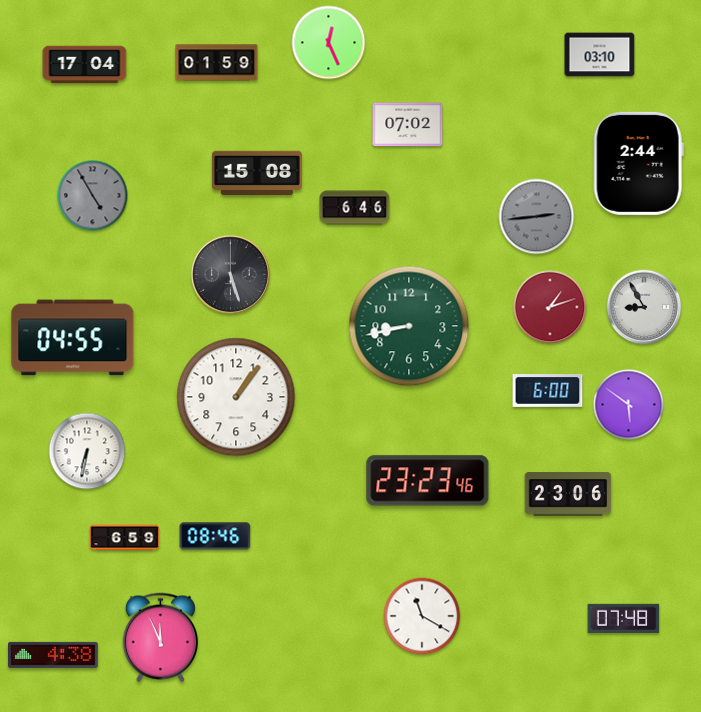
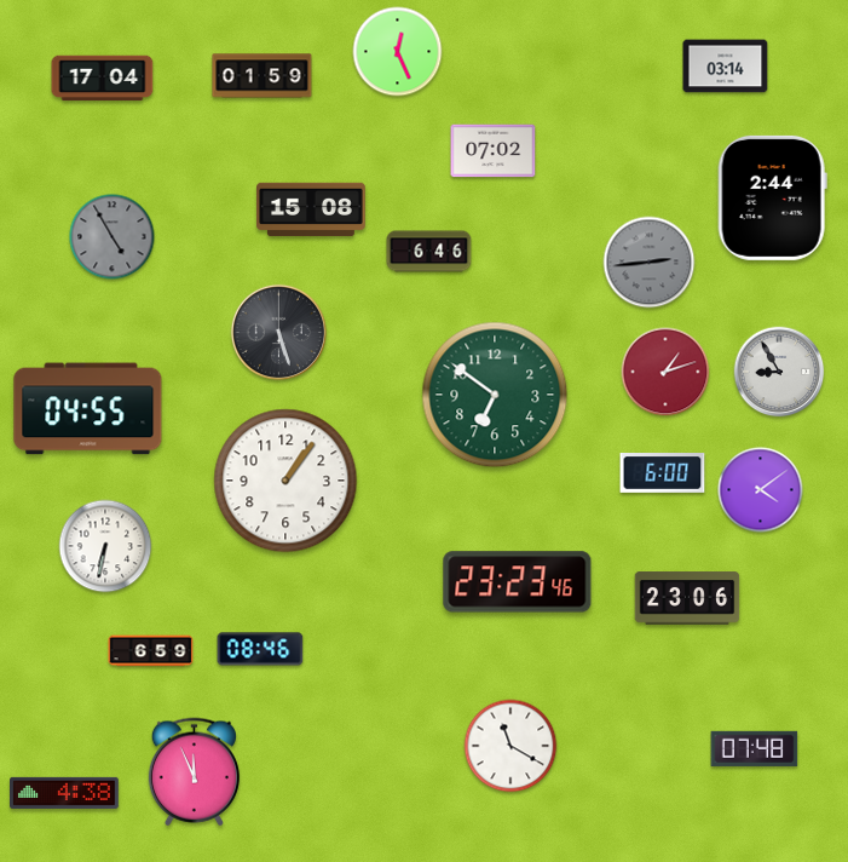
clock at (600, 55): 03:10 -> 03:14
clock at (409, 326): 8:43 -> 6:51
clock at (629, 405): 5:51 -> 4:09
